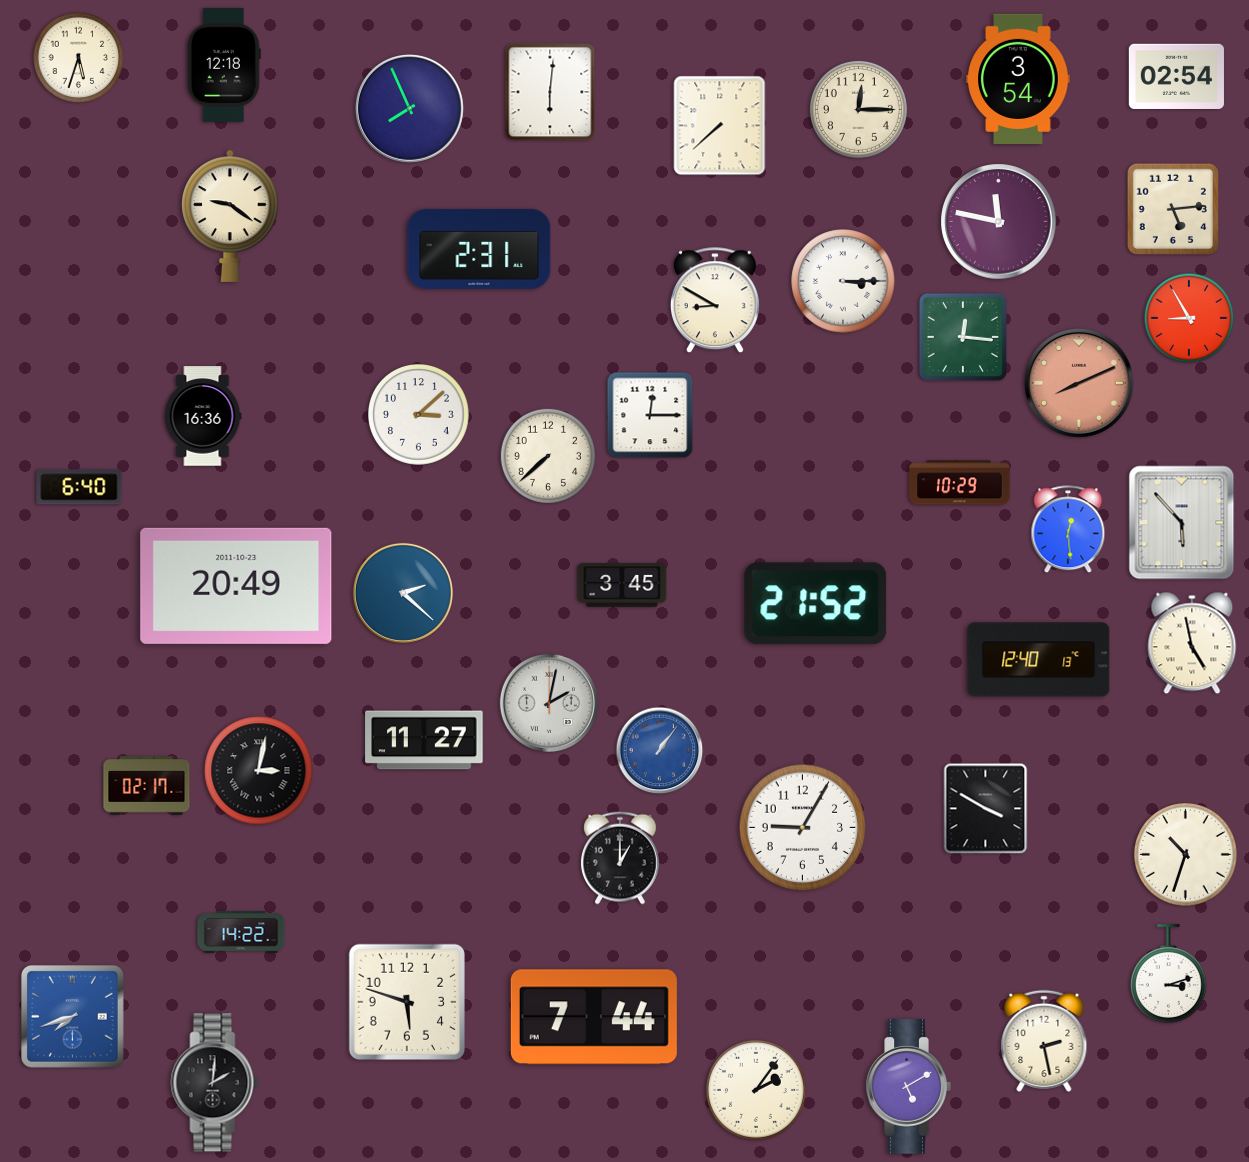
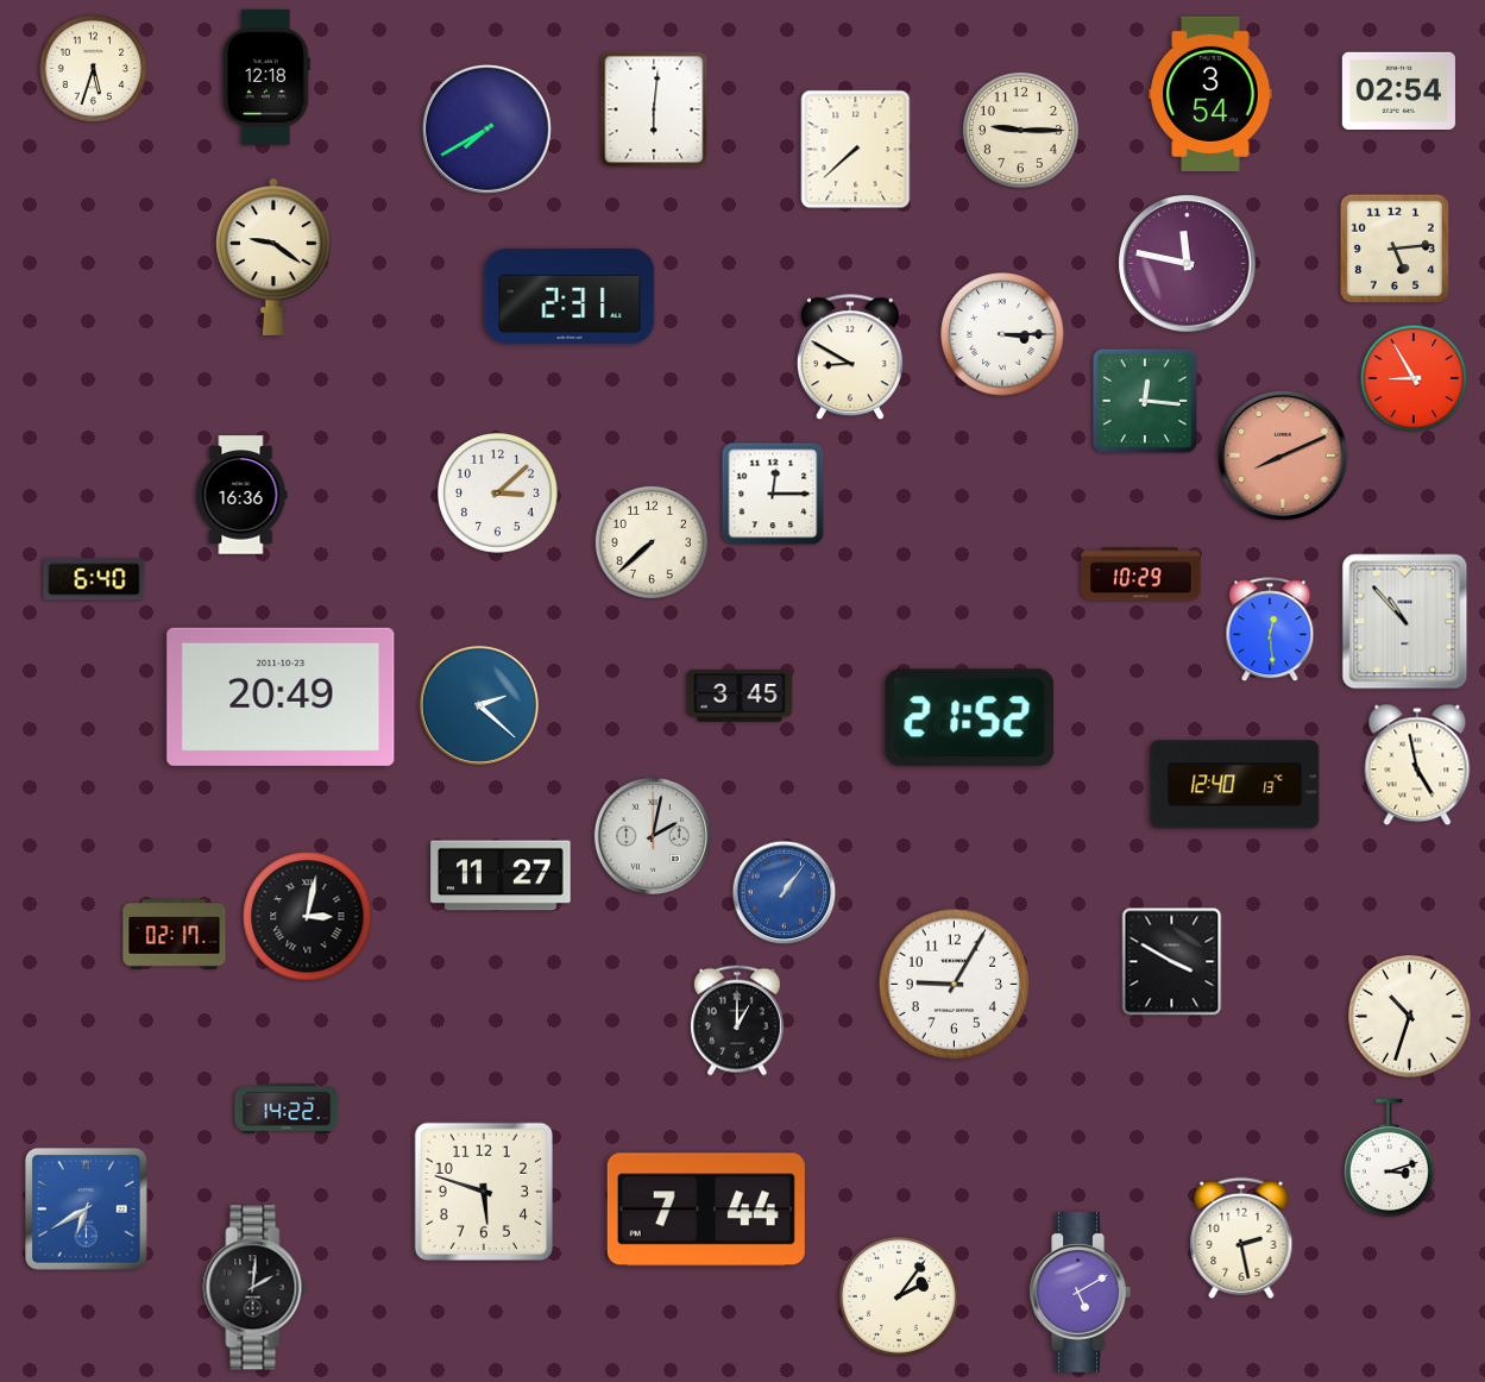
clock at (409, 108): 7:56 -> 7:40
clock at (858, 109): 12:15 -> 9:15
clock at (1182, 523): 5:53 -> 10:53
clock at (424, 740) position: (424, 740) -> (501, 875)
clock at (73, 1017): 7:42 -> 6:40
